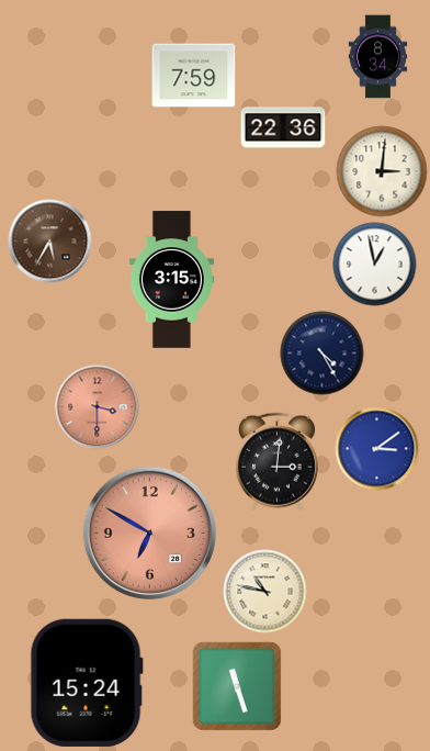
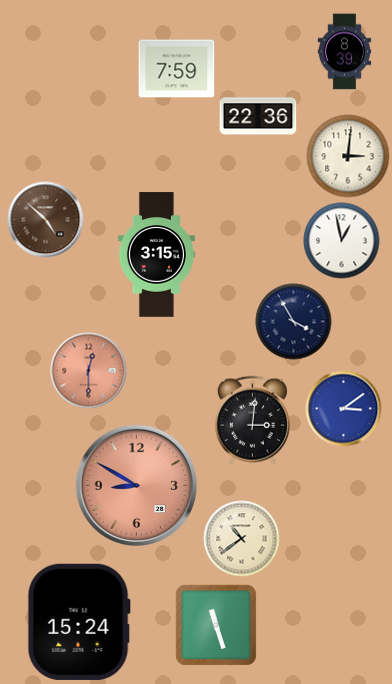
clock at (378, 57): 8:34 -> 8:39
clock at (50, 242): 5:35 -> 4:52
clock at (322, 354): 4:25 -> 3:55
clock at (98, 407): 3:30 -> 12:30
clock at (149, 533): 6:50 -> 8:50
clock at (265, 592): 10:47 -> 10:39
